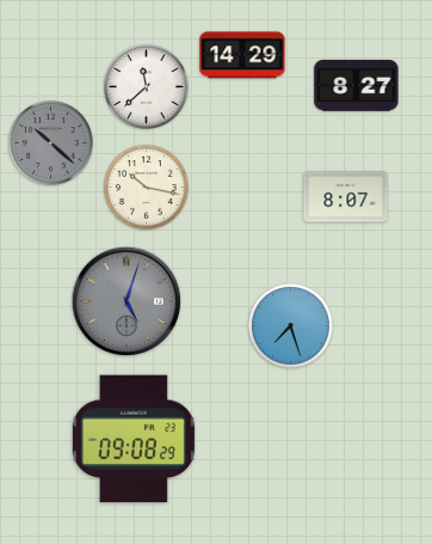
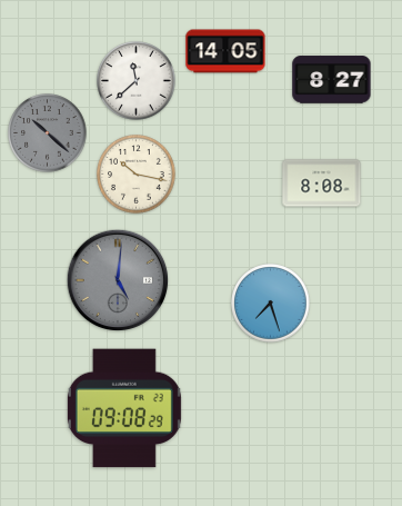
clock at (242, 55): 14:29 -> 14:05
clock at (346, 197): 8:07 -> 8:08
clock at (126, 301): 5:03 -> 5:01
